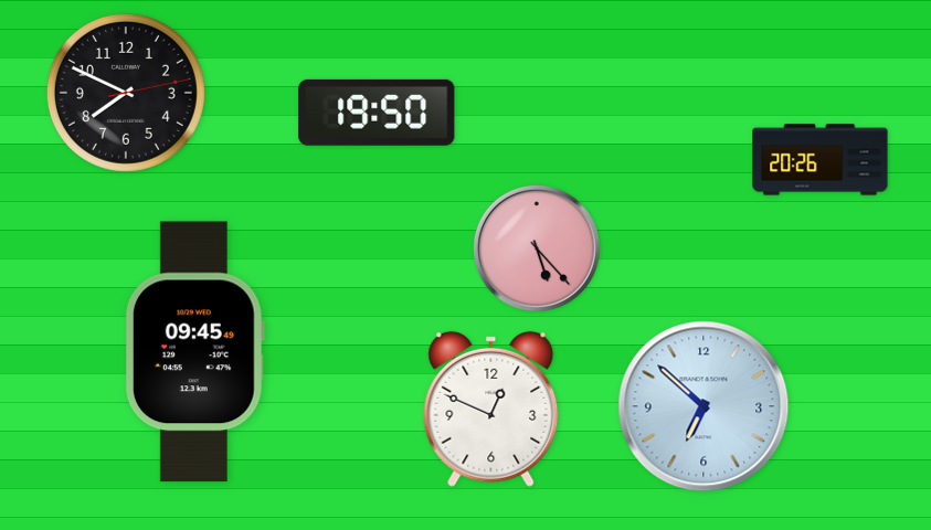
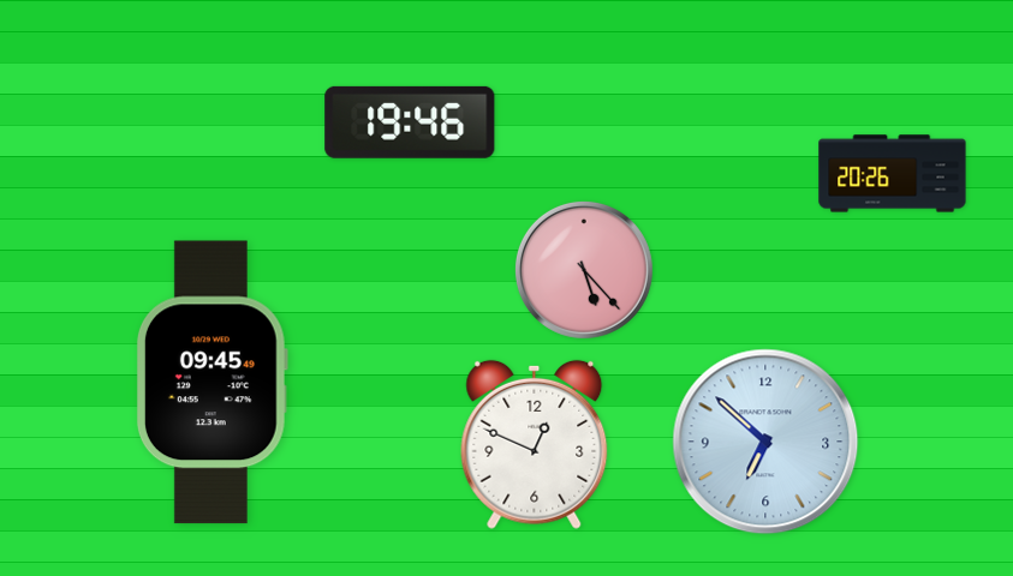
clock at (126, 93): 7:49 -> none
clock at (377, 113): 19:50 -> 19:46
